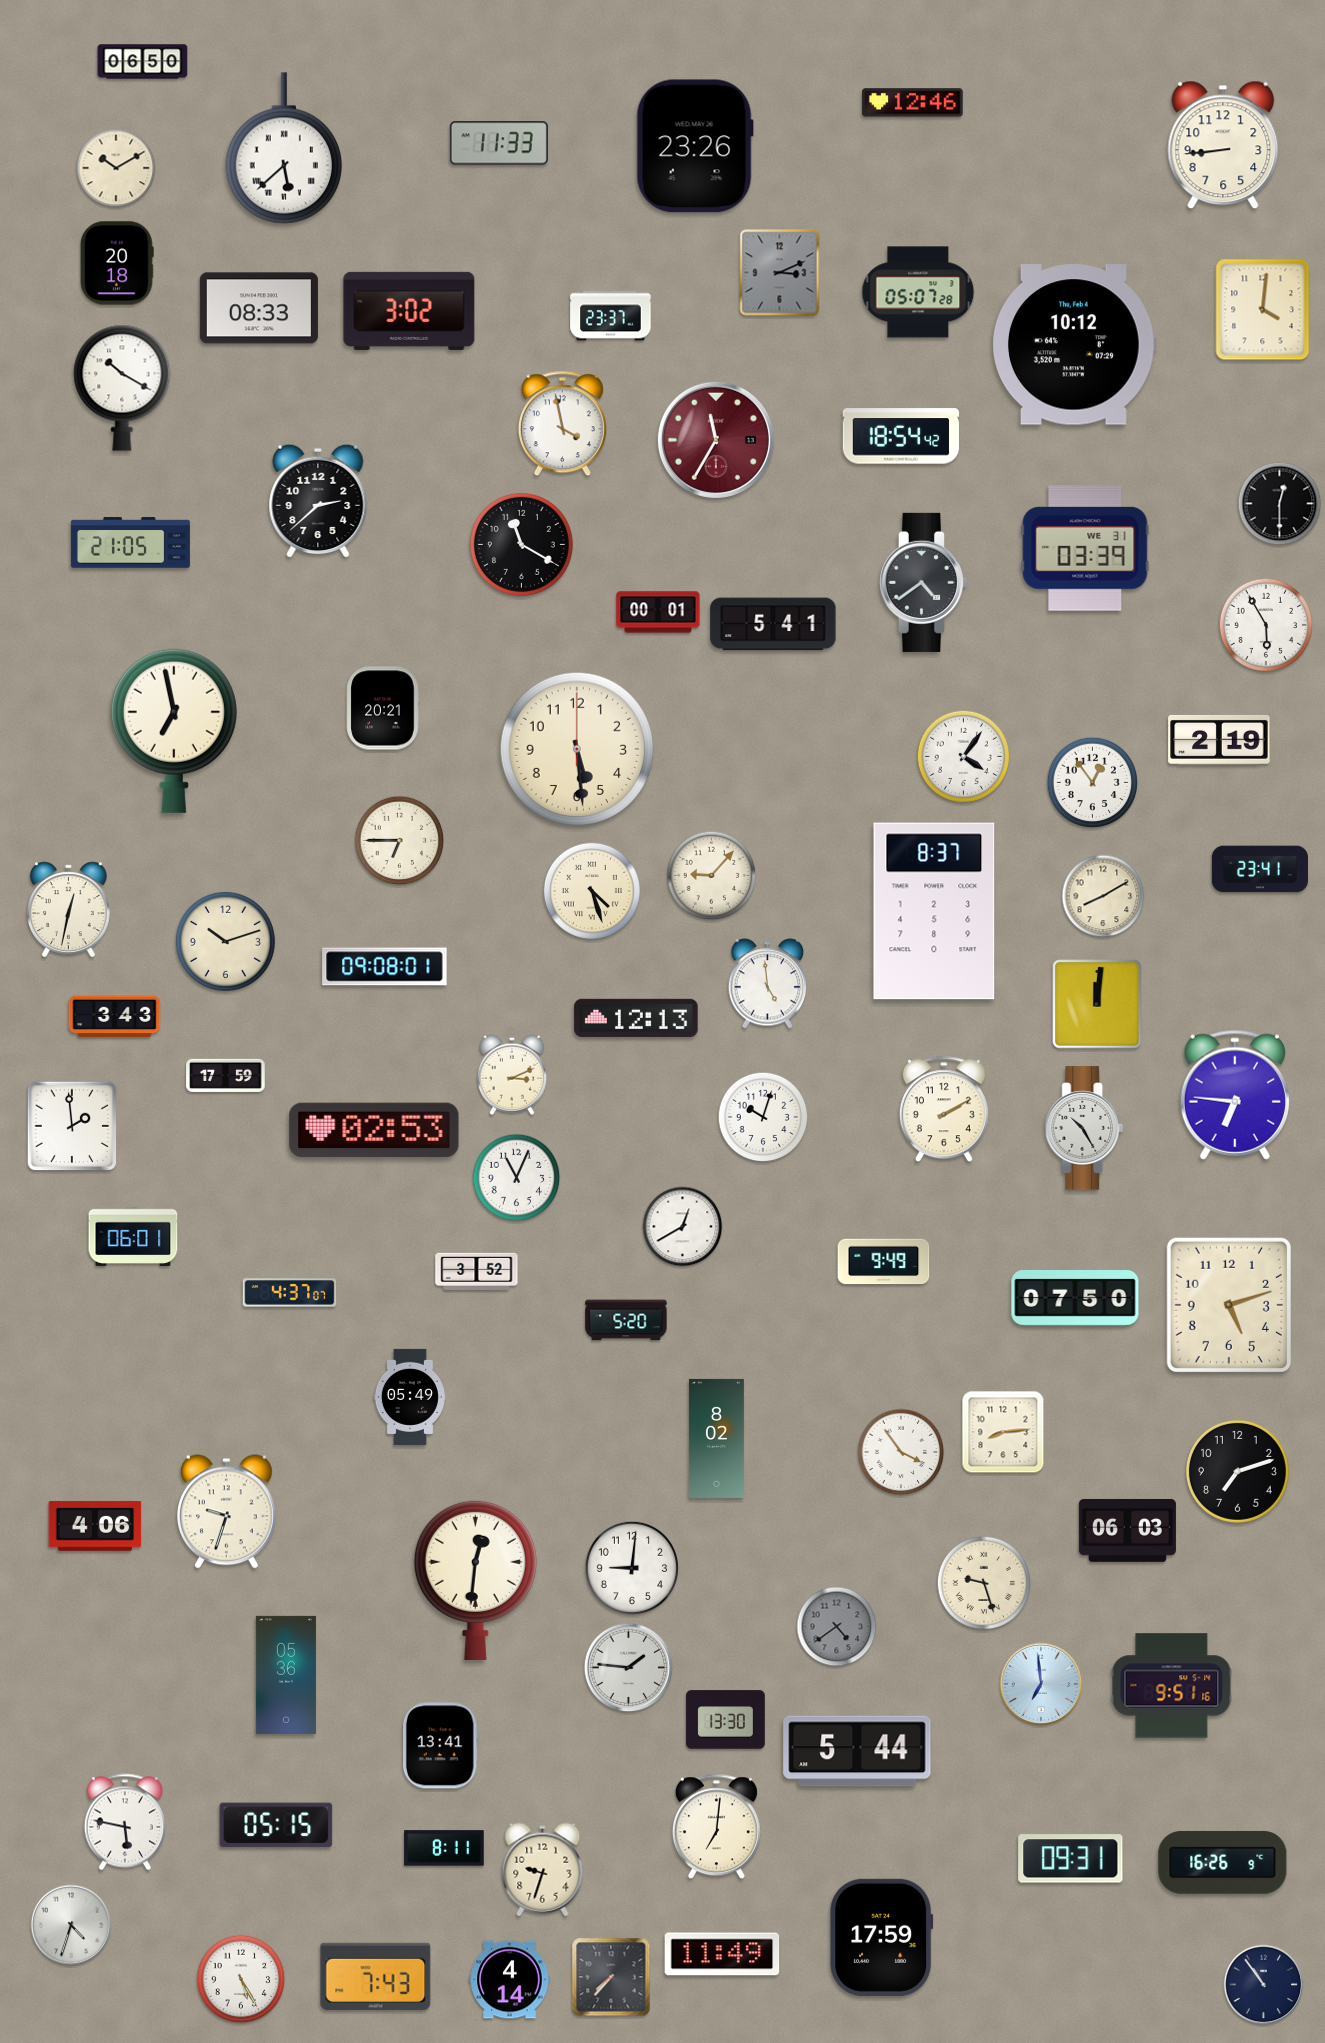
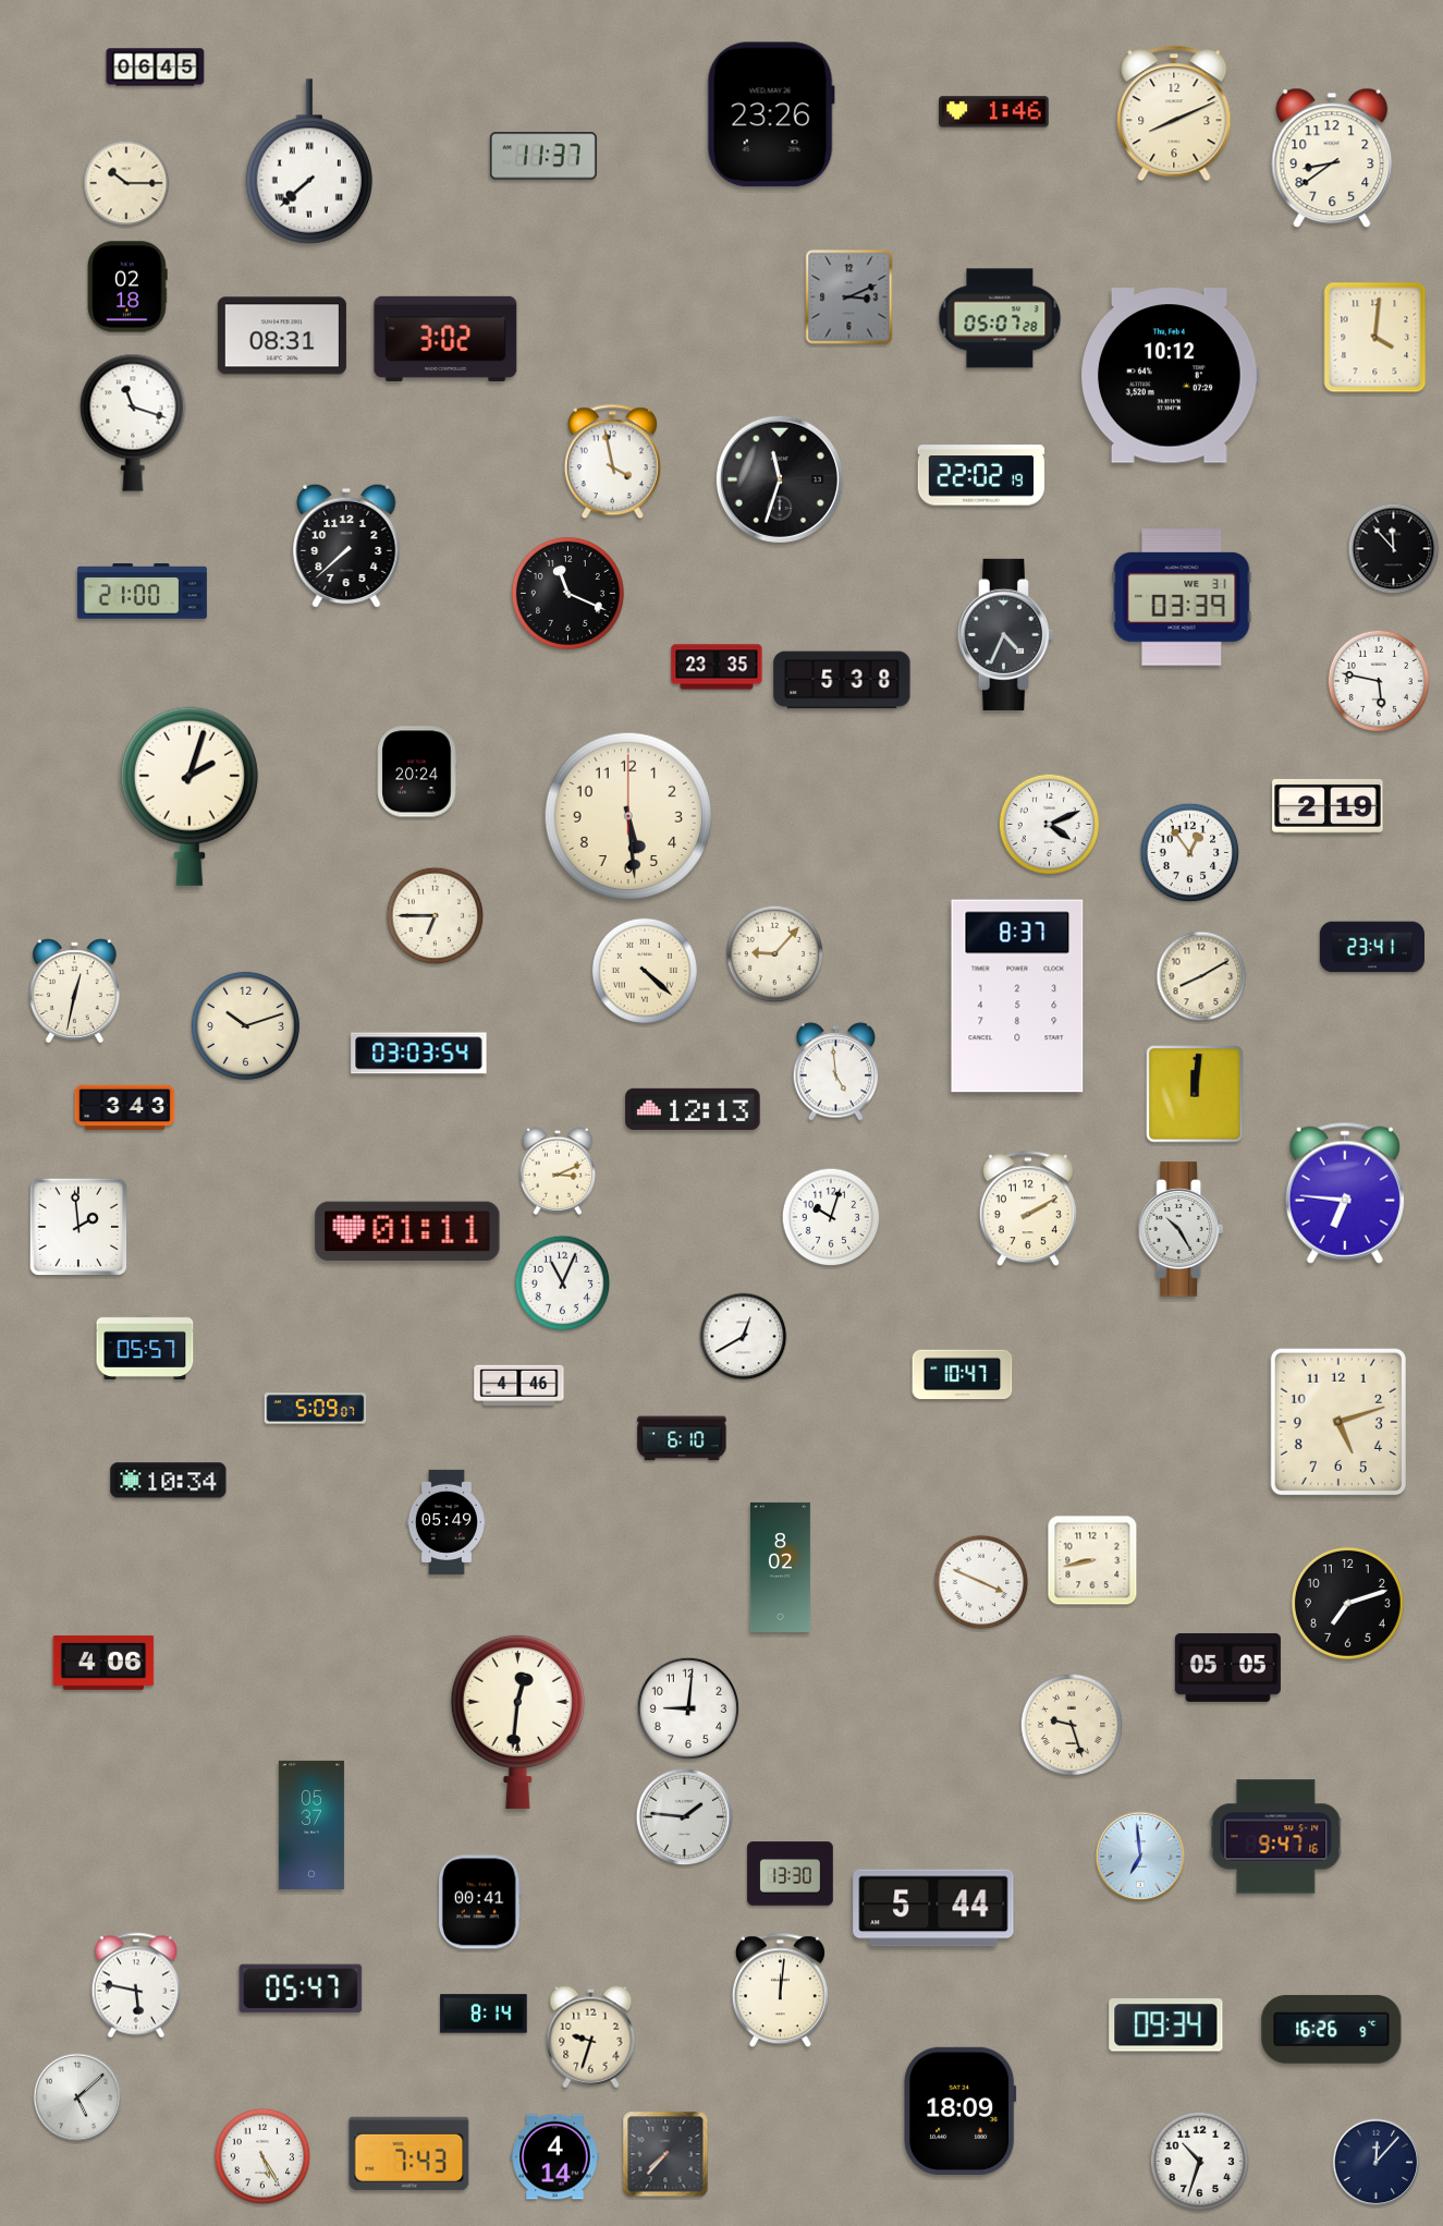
clock at (143, 62): 06:50 -> 06:45
clock at (913, 103): 12:46 -> 1:46
clock at (1174, 113): none -> 8:11
clock at (499, 143): 11:33 -> 11:37
clock at (1223, 145): 8:44 -> 8:39
clock at (695, 146) position: (695, 146) -> (771, 114)
clock at (283, 148): 5:38 -> 7:38
clock at (116, 168): 10:10 -> 10:15
clock at (117, 263): 20:18 -> 02:18
clock at (259, 308): 08:33 -> 08:31
clock at (611, 316): 23:37 -> none
clock at (122, 388): 10:20 -> 11:18
clock at (900, 436): 18:54 -> 22:02
clock at (716, 440): 11:35 -> 11:33
clock at (716, 440) dial: burgundy -> black
clock at (318, 501): 2:38 -> 7:38
clock at (1280, 504): 12:30 -> 11:53
clock at (130, 543): 21:05 -> 21:00
clock at (521, 544): 11:20 -> 11:19
clock at (923, 582): 4:39 -> 4:34
clock at (658, 612): 00:01 -> 23:35
clock at (773, 624): 5:41 -> 5:38
clock at (1265, 624): 5:55 -> 5:47
clock at (383, 708): 20:21 -> 20:24
clock at (174, 731): 6:58 -> 2:03
clock at (964, 757): 4:06 -> 4:11
clock at (592, 891): 4:27 -> 4:22
clock at (934, 911) position: (934, 911) -> (1017, 996)
clock at (385, 967): 09:08 -> 03:03
clock at (226, 1075): 17:59 -> none
clock at (374, 1130): 02:53 -> 01:11
clock at (133, 1236): 06:01 -> 05:57
clock at (884, 1262): 9:49 -> 10:47
clock at (477, 1271): 3:52 -> 4:46
clock at (290, 1293): 4:37 -> 5:09
clock at (1075, 1299): 07:50 -> none
clock at (626, 1320): 5:20 -> 6:10
clock at (169, 1481): none -> 10:34
clock at (1003, 1432): 8:14 -> 8:43
clock at (901, 1452): 3:54 -> 3:49
clock at (226, 1512): 9:33 -> none
clock at (1127, 1530): 06:03 -> 05:05
clock at (837, 1627): 4:39 -> none
clock at (286, 1675): 05:36 -> 05:37
clock at (1041, 1684) position: (1041, 1684) -> (1140, 1857)
clock at (1172, 1686): 9:51 -> 9:47
clock at (440, 1746): 13:41 -> 00:41
clock at (276, 1825): 05:15 -> 05:47
clock at (716, 1827): 7:01 -> 12:01
clock at (444, 1848): 8:11 -> 8:14
clock at (1071, 1859): 09:31 -> 09:34
clock at (71, 1925): 4:33 -> 5:08
clock at (882, 1937): 17:59 -> 18:09
clock at (722, 1954): 11:49 -> none
clock at (1200, 2162): none -> 10:33
clock at (1264, 1985): 10:54 -> 12:07
